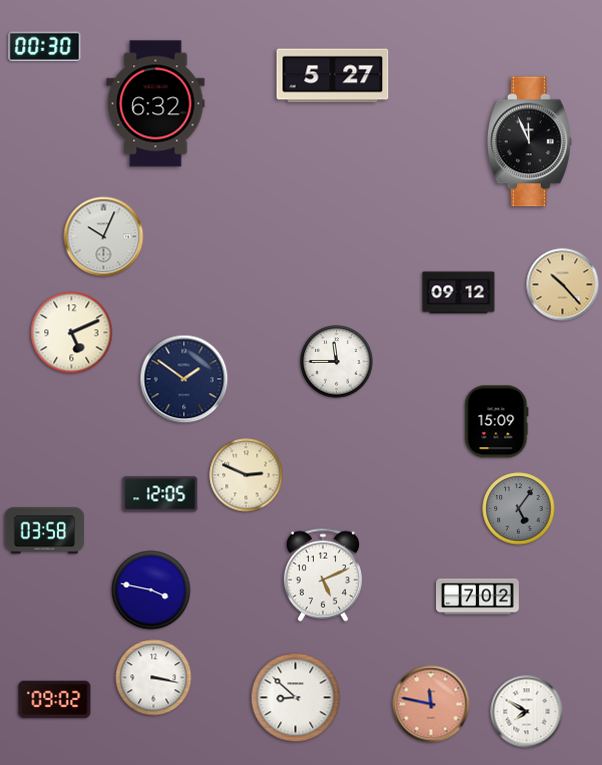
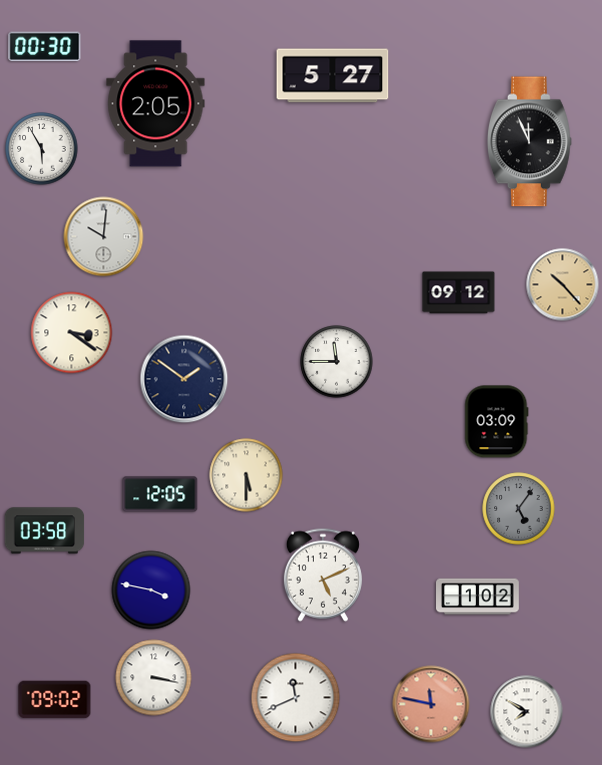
clock at (156, 104): 6:32 -> 2:05
clock at (42, 149): none -> 5:55
clock at (104, 237): 10:04 -> 10:01
clock at (72, 333): 5:11 -> 3:21
clock at (497, 422): 15:09 -> 03:09
clock at (246, 475): 2:49 -> 5:30
clock at (478, 597): 7:02 -> 1:02
clock at (296, 698): 8:52 -> 11:41
